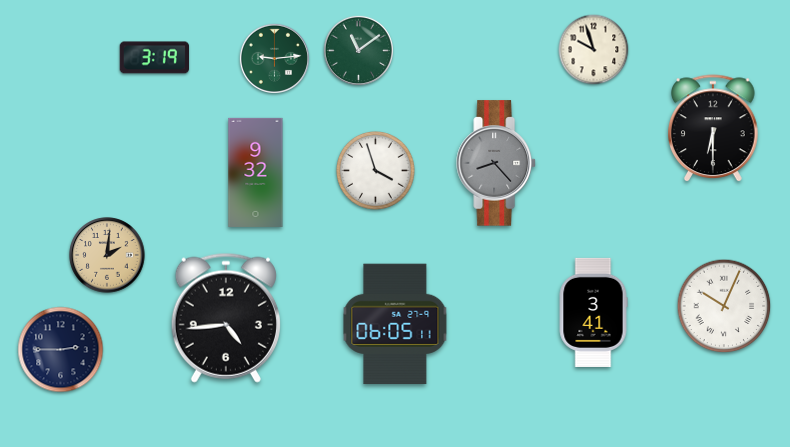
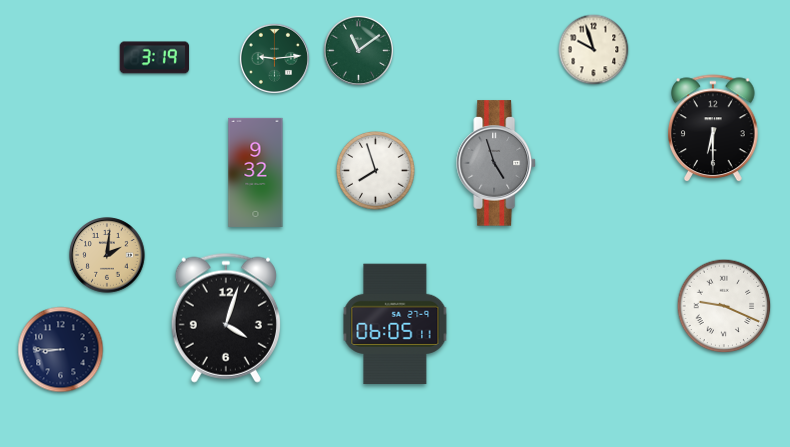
clock at (496, 163): 8:23 -> 4:57
clock at (376, 171): 3:57 -> 7:57
clock at (724, 306): 10:04 -> 9:19
clock at (593, 312): 3:41 -> none
clock at (226, 318): 4:44 -> 4:03
clock at (61, 350): 2:45 -> 8:45
